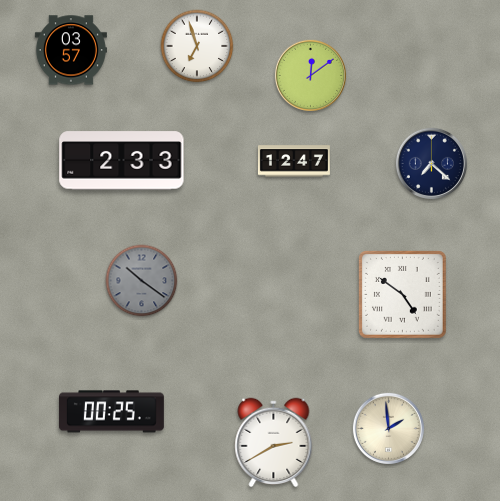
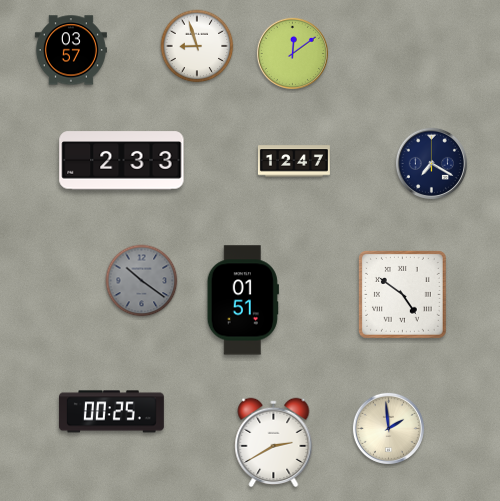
clock at (197, 46): 6:57 -> 8:57
clock at (310, 75) position: (310, 75) -> (292, 53)
clock at (431, 163): 7:22 -> 7:20
clock at (243, 300): none -> 01:51
